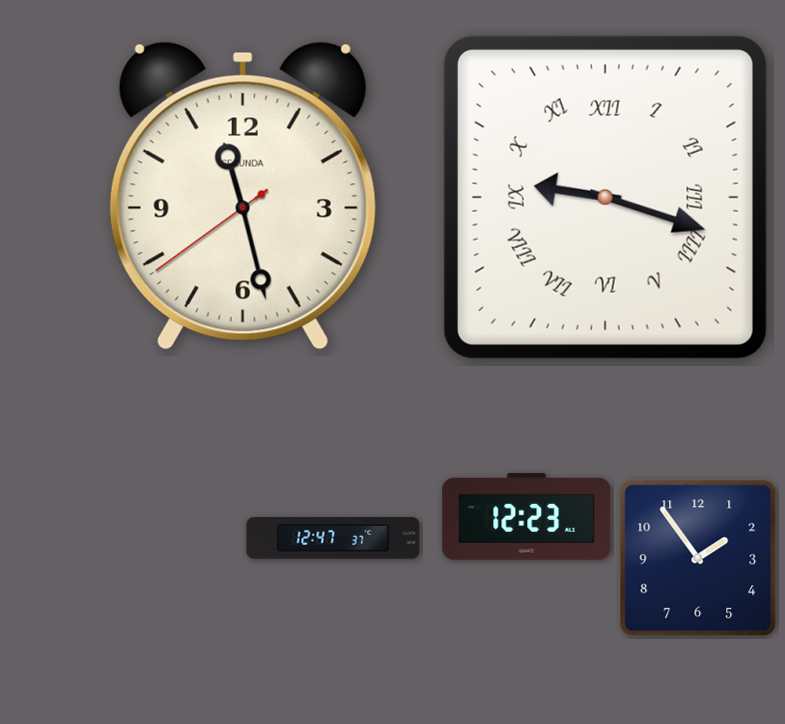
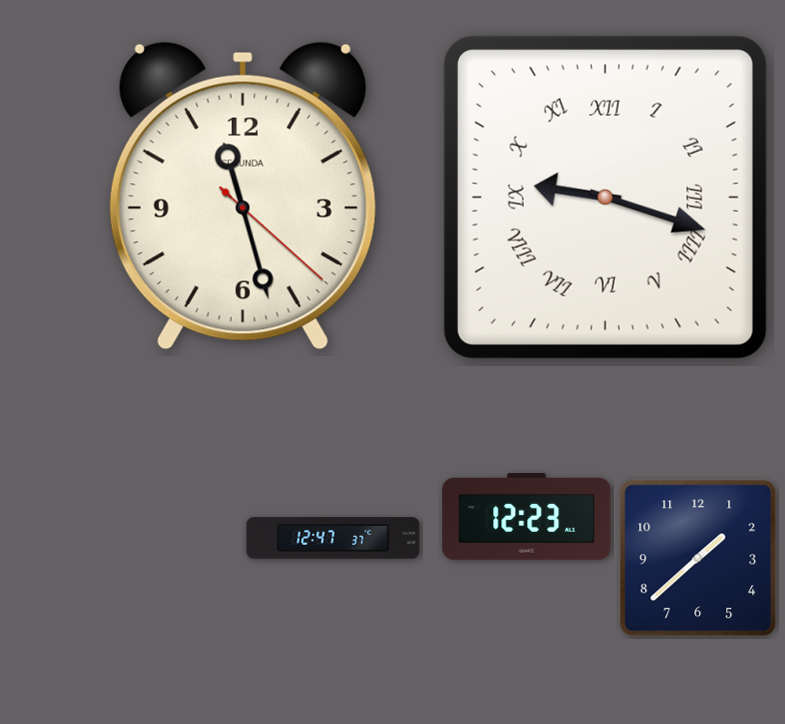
clock at (243, 196): 11:27:39 -> 11:27:22
clock at (698, 558): 1:54 -> 1:38
